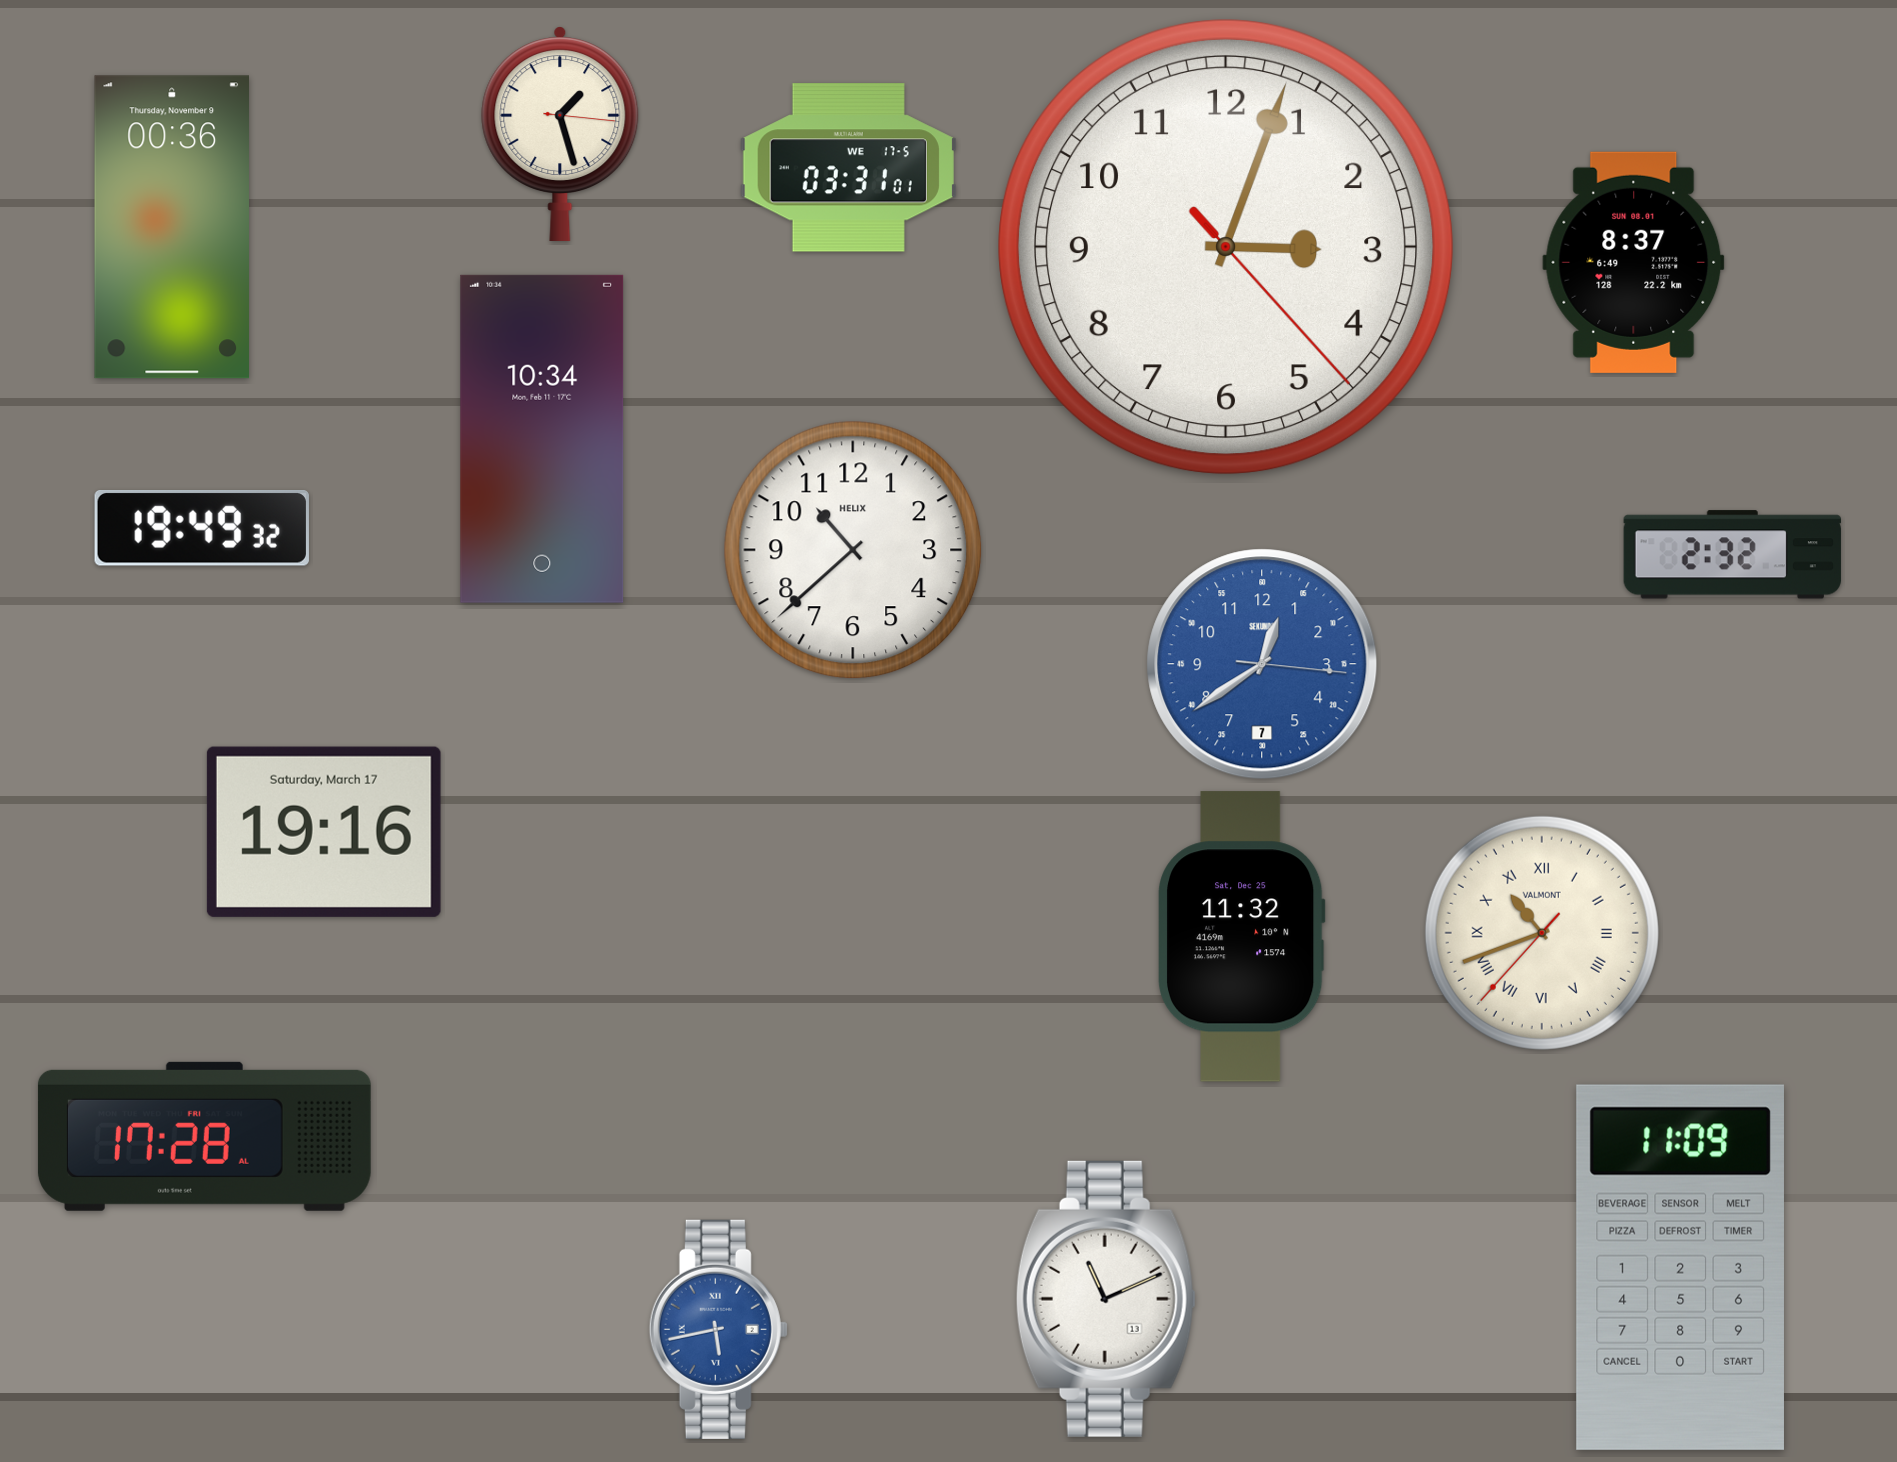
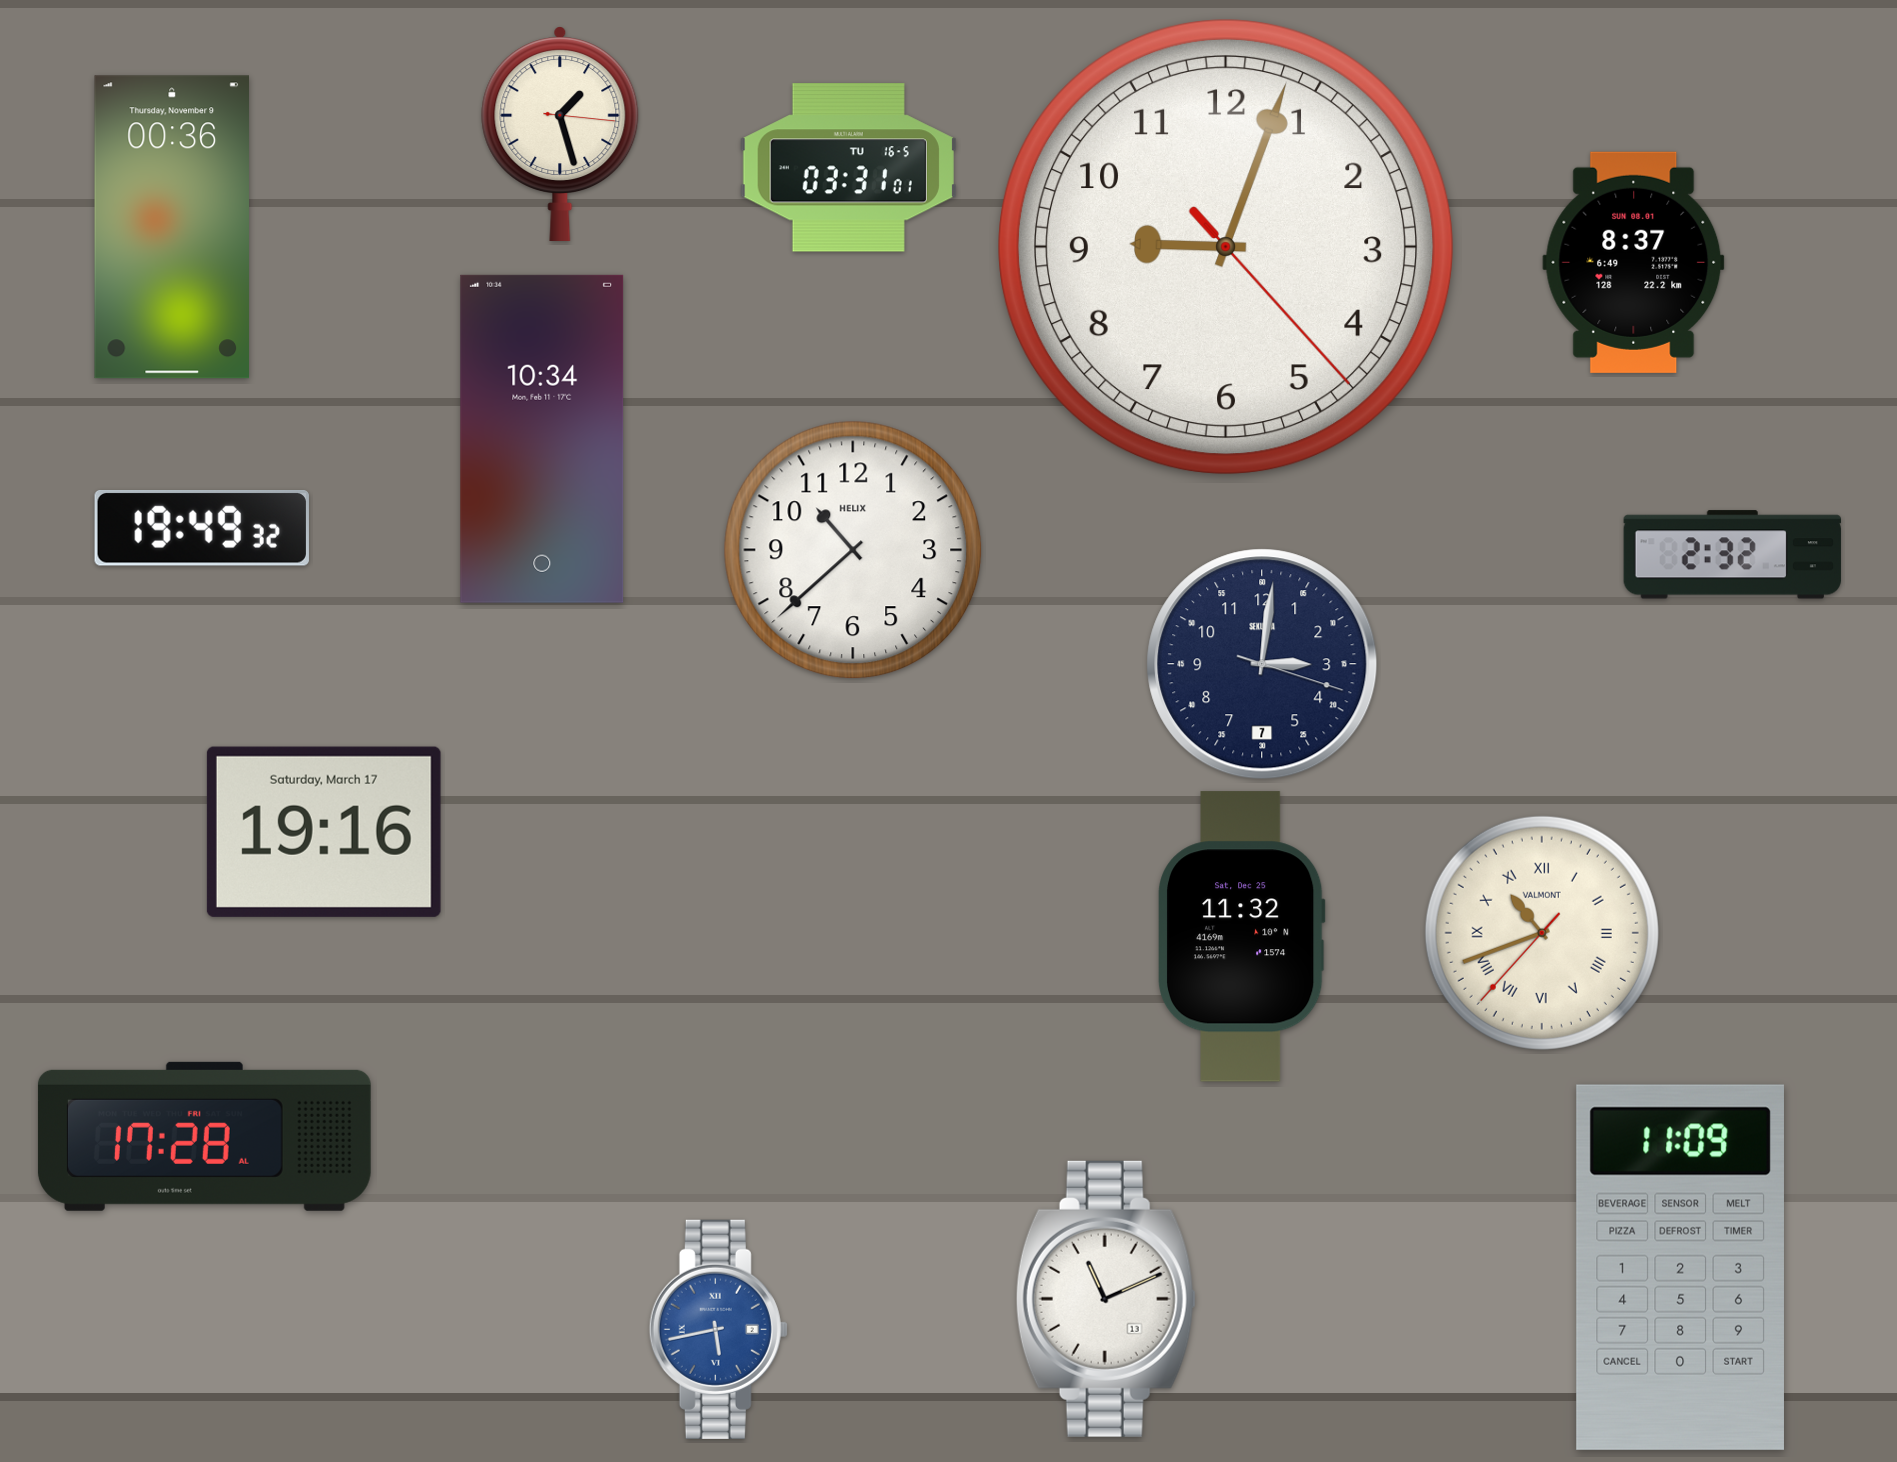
clock at (848, 168) date: WE 17-5 -> TU 16-5
clock at (1227, 248): 3:03 -> 9:03
clock at (1262, 664): 12:39 -> 3:01
clock at (1262, 664) dial: blue -> navy
